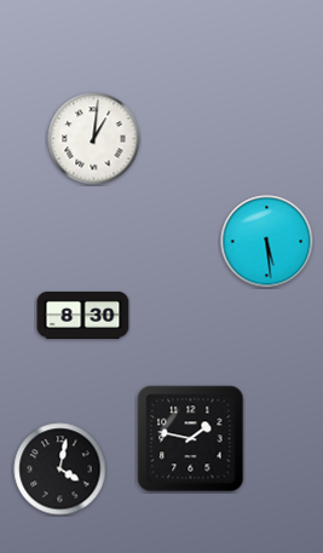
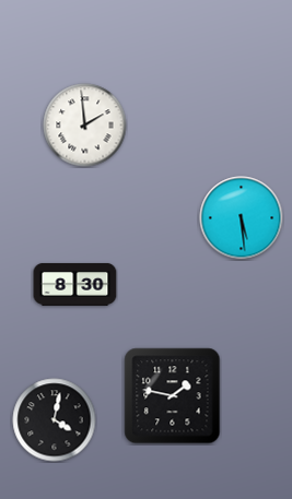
clock at (94, 139): 1:01 -> 1:59
clock at (60, 470) position: (60, 470) -> (55, 420)
